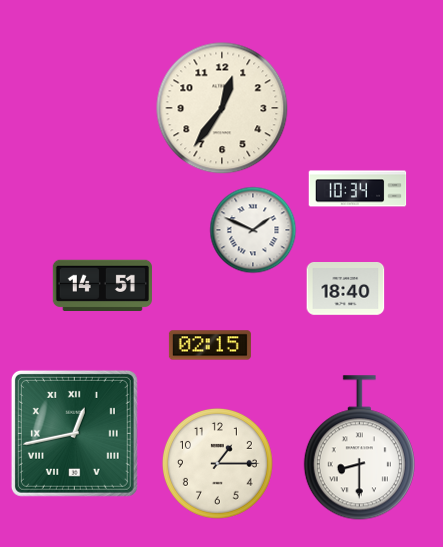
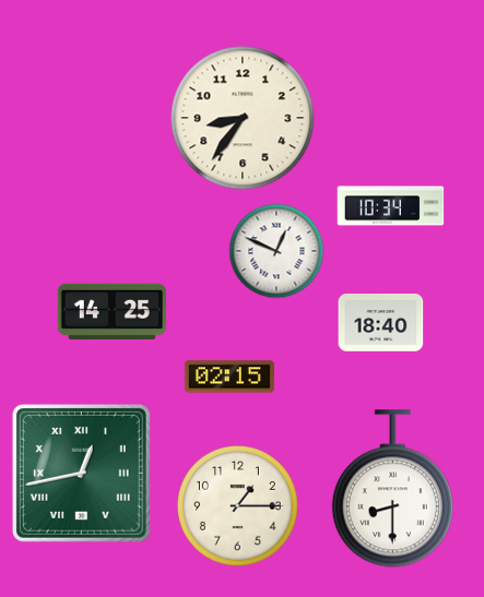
clock at (222, 108): 12:36 -> 8:36
clock at (253, 230): 1:49 -> 12:49
clock at (102, 285): 14:51 -> 14:25
clock at (346, 289) position: (346, 289) -> (381, 323)
